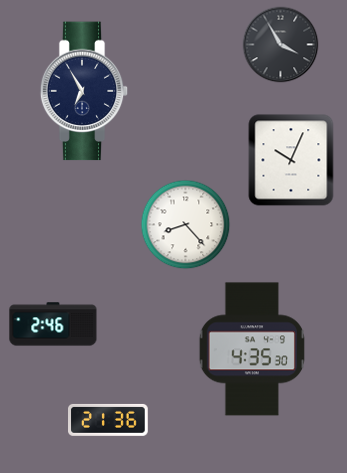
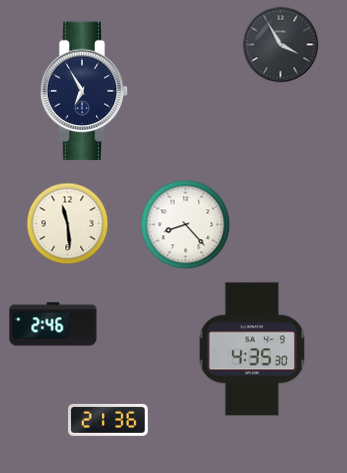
clock at (291, 160): 10:04 -> none
clock at (68, 224): none -> 11:29
